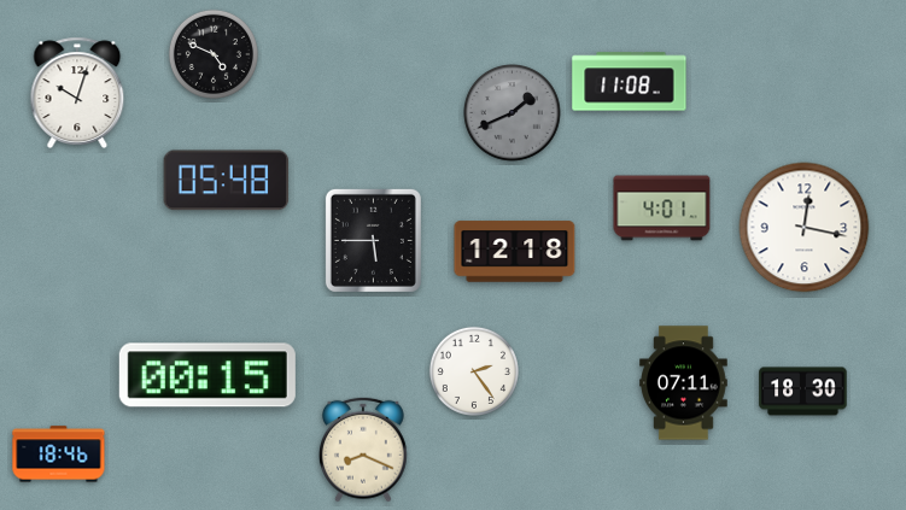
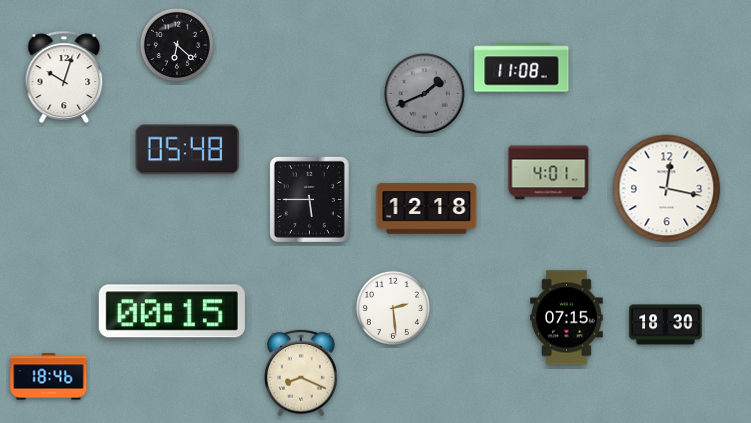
clock at (214, 54): 4:49 -> 6:22
clock at (474, 371): 2:24 -> 2:29
clock at (684, 383): 07:11 -> 07:15
